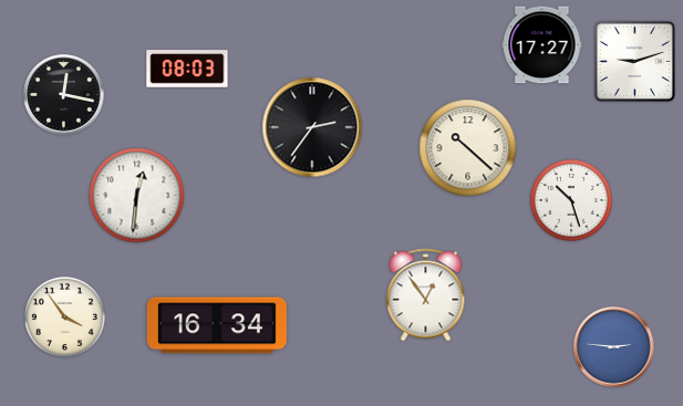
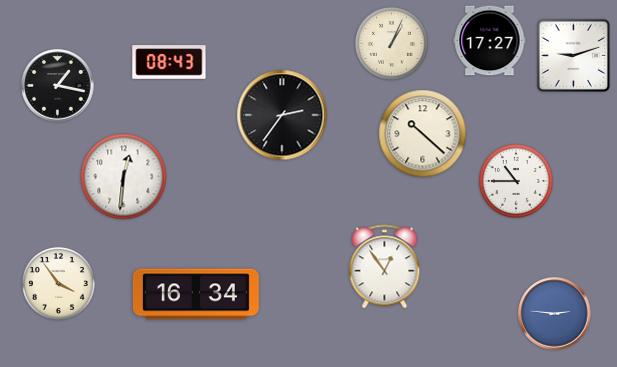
clock at (391, 43): none -> 1:04
clock at (187, 69): 08:03 -> 08:43
clock at (64, 95): 12:17 -> 1:17
clock at (571, 200): 10:27 -> 10:45
clock at (64, 316) position: (64, 316) -> (58, 283)
